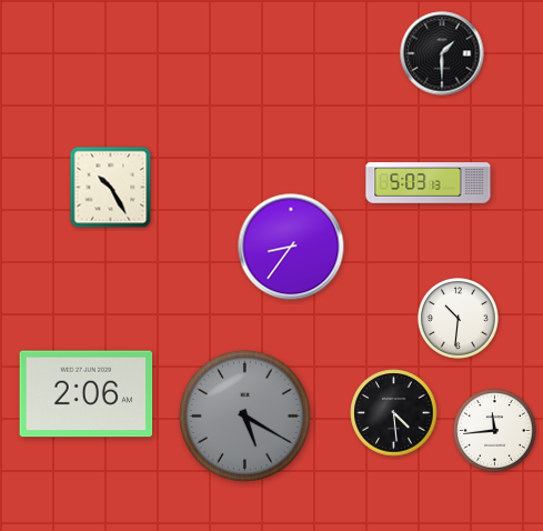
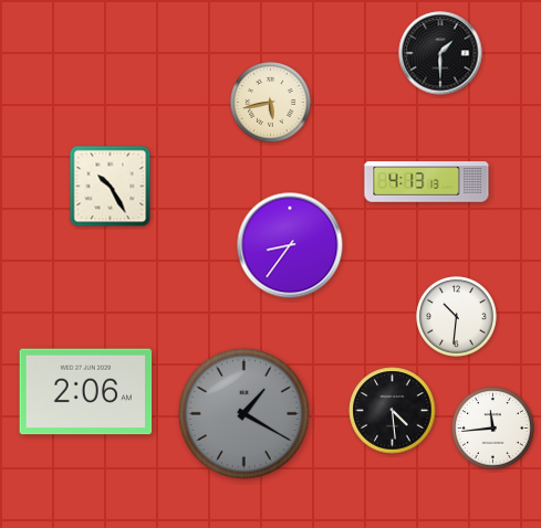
clock at (271, 103): none -> 5:43
clock at (429, 183): 5:03 -> 4:13
clock at (244, 415): 5:20 -> 1:20
